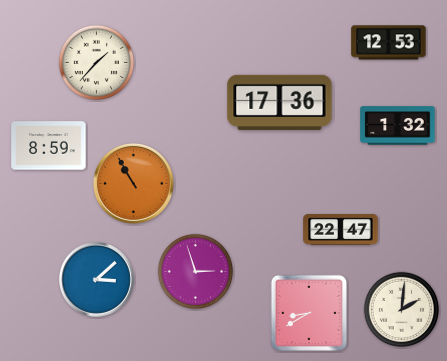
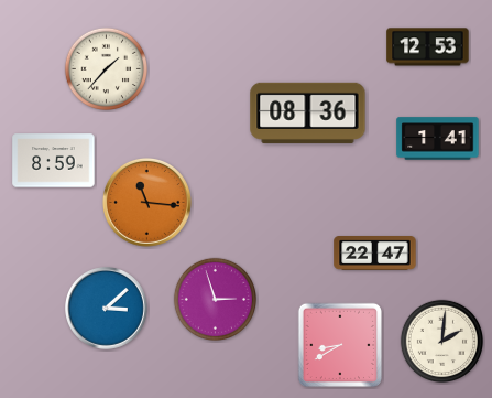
clock at (280, 102): 17:36 -> 08:36
clock at (398, 126): 1:32 -> 1:41
clock at (133, 183): 10:55 -> 11:16
